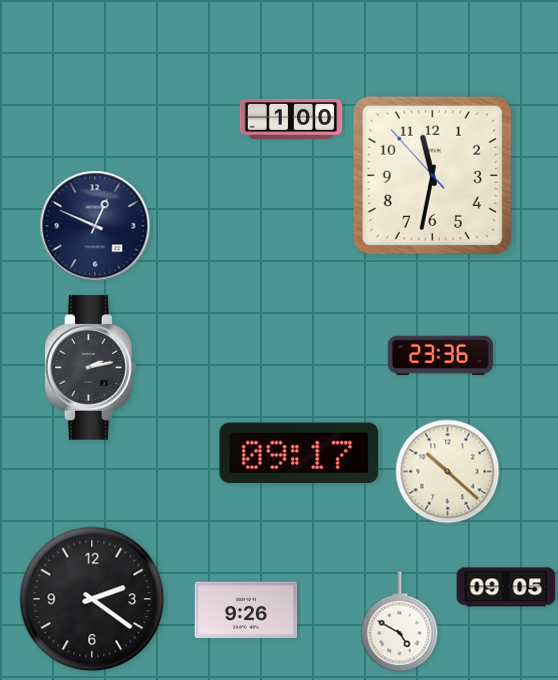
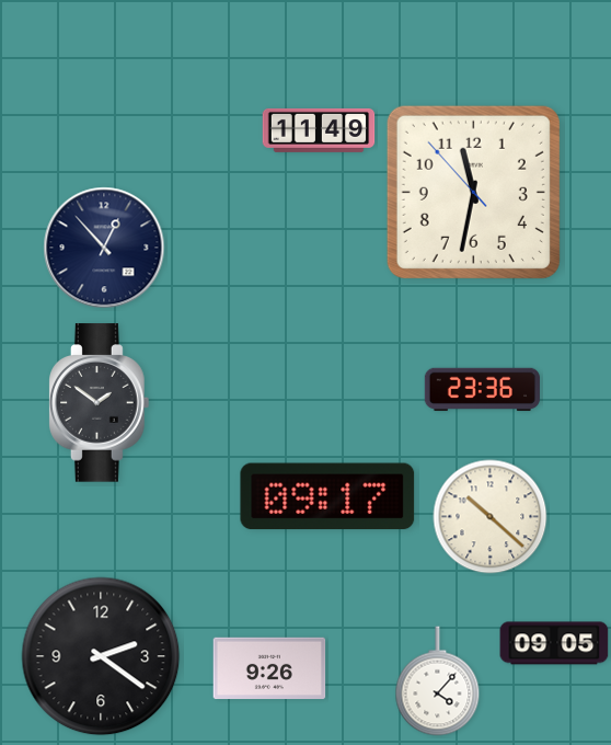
clock at (291, 119): 1:00 -> 11:49
clock at (95, 226): 12:49 -> 12:53
clock at (91, 368): 2:13 -> 1:51
clock at (400, 622): 4:50 -> 4:07
